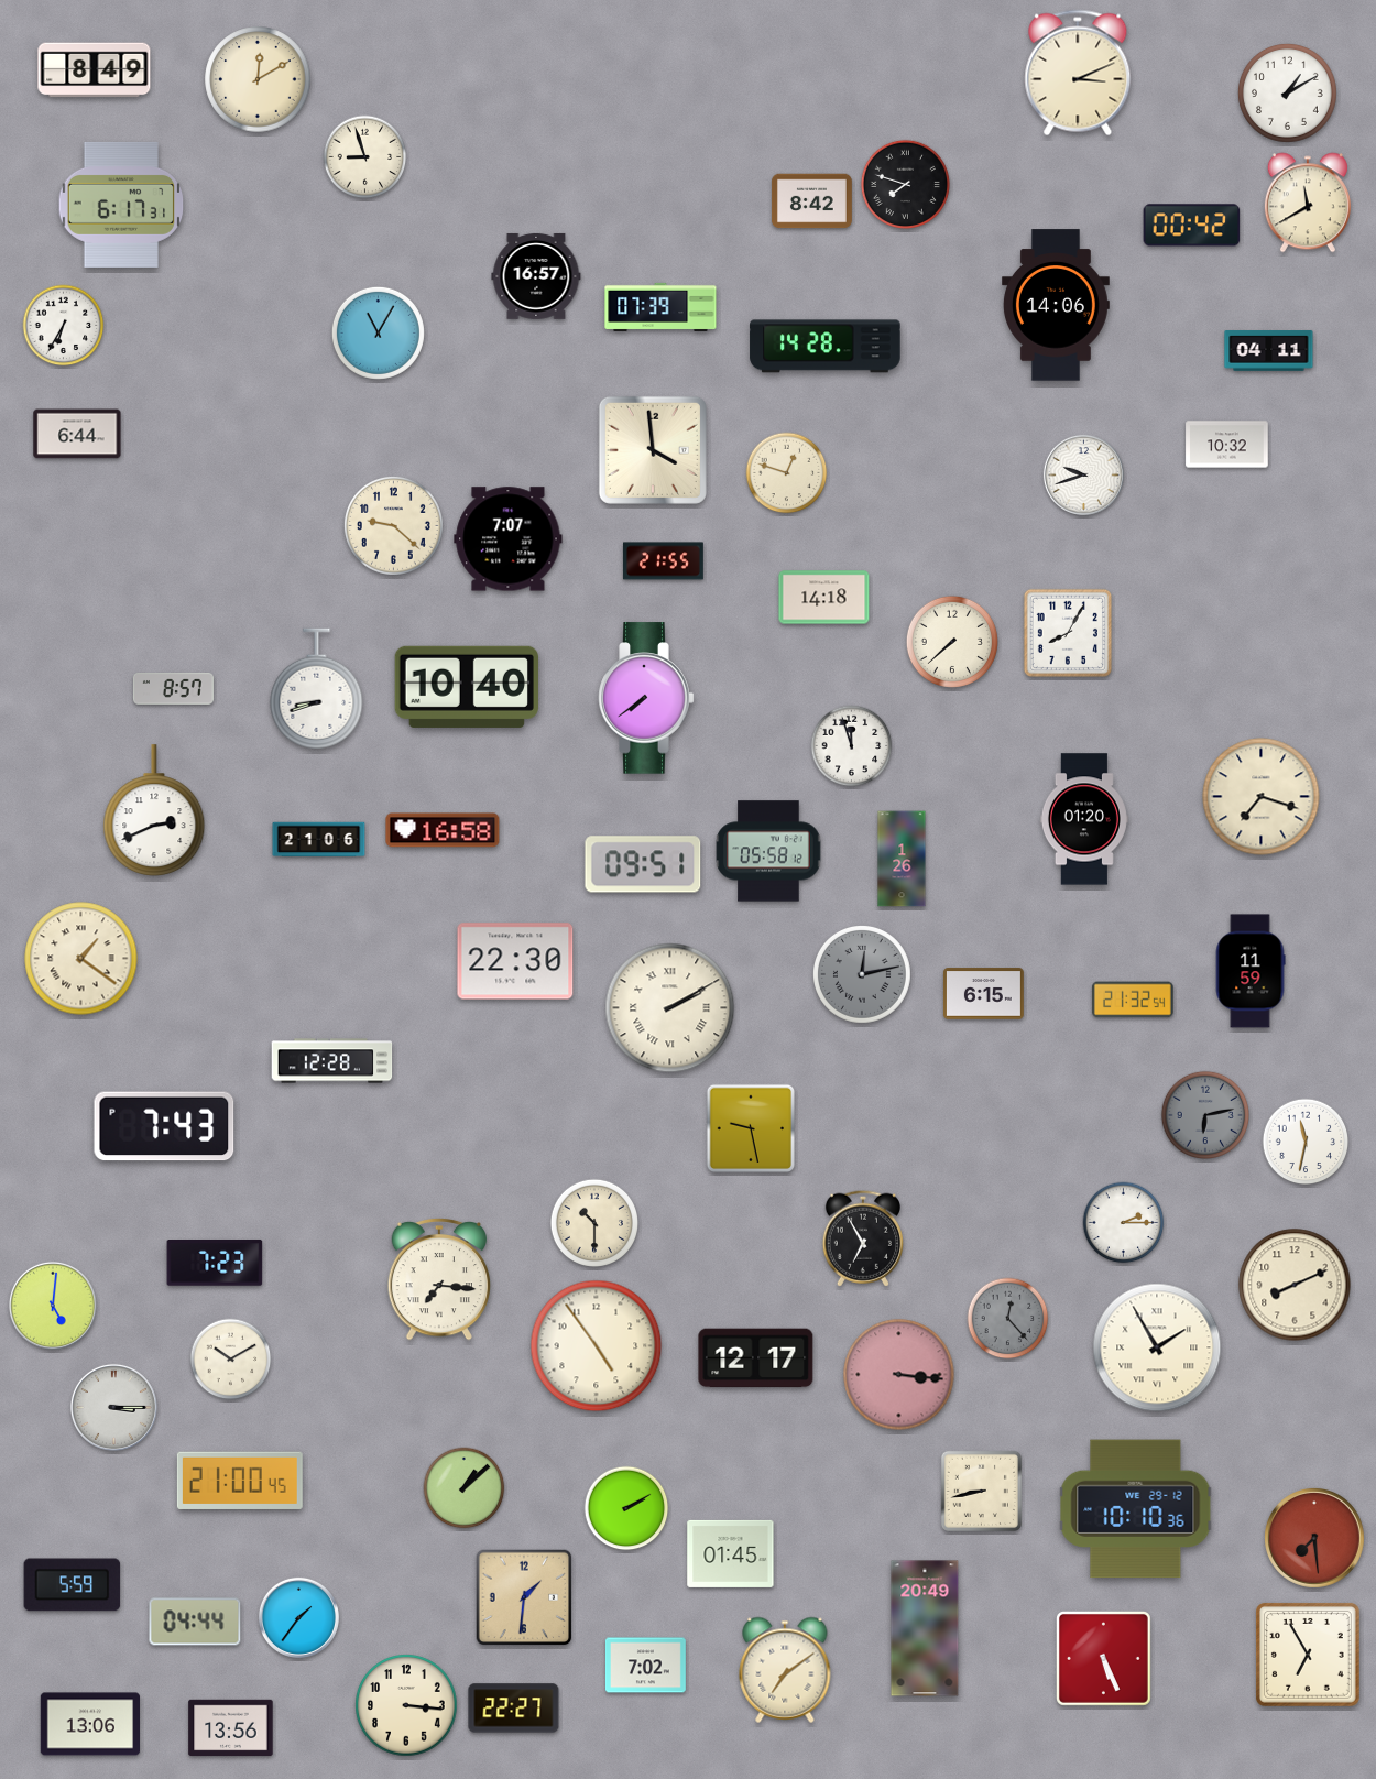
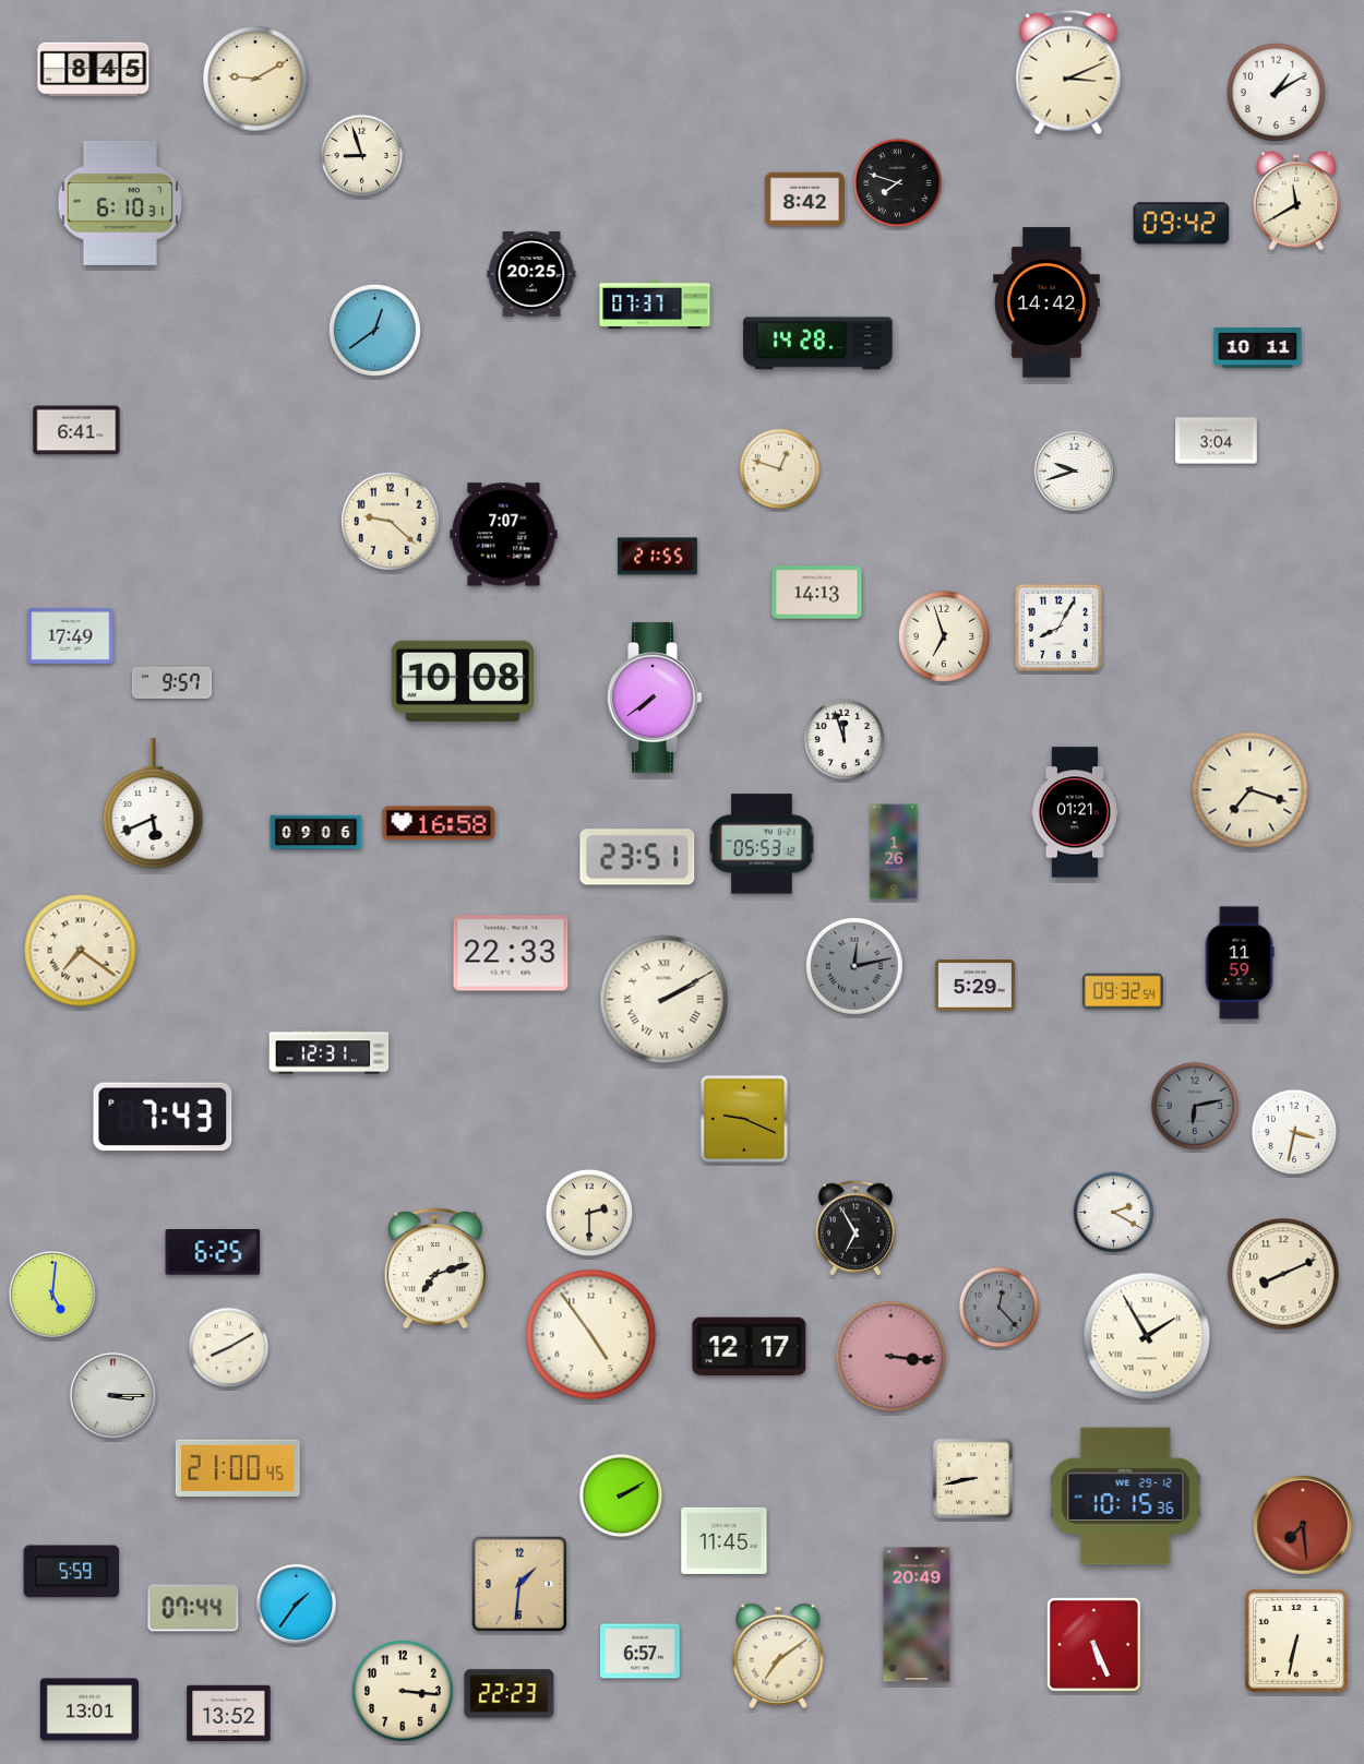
clock at (95, 70): 8:49 -> 8:45
clock at (258, 79): 12:10 -> 9:10
clock at (121, 205): 6:17 -> 6:10
clock at (1192, 226): 00:42 -> 09:42
clock at (536, 276): 16:57 -> 20:25
clock at (1056, 305): 14:06 -> 14:42
clock at (660, 306): 07:39 -> 07:37
clock at (64, 326): 6:35 -> none
clock at (378, 332): 11:05 -> 12:39
clock at (1269, 351): 04:11 -> 10:11
clock at (77, 434): 6:44 -> 6:41
clock at (1227, 445): 10:32 -> 3:04
clock at (653, 450): 3:59 -> none
clock at (824, 598): 14:18 -> 14:13
clock at (71, 635): none -> 17:49
clock at (952, 642): 7:38 -> 6:57
clock at (466, 687): 10:40 -> 10:08
clock at (173, 689): 8:57 -> 9:57
clock at (317, 689): 8:42 -> none
clock at (646, 698) position: (646, 698) -> (655, 698)
clock at (154, 810): 2:41 -> 5:41
clock at (1084, 819): 01:20 -> 01:21
clock at (319, 840): 21:06 -> 09:06
clock at (768, 851): 05:58 -> 05:53
clock at (643, 864): 09:51 -> 23:51
clock at (81, 959): 1:21 -> 7:21
clock at (515, 961): 22:30 -> 22:33
clock at (983, 994): 6:15 -> 5:29
clock at (1133, 1000): 21:32 -> 09:32
clock at (332, 1061): 12:28 -> 12:31
clock at (750, 1127): 9:28 -> 9:19
clock at (1306, 1142): 11:32 -> 3:32
clock at (594, 1223): 10:30 -> 2:30
clock at (1124, 1223): 2:15 -> 2:20
clock at (215, 1263): 7:23 -> 6:25
clock at (438, 1279): 7:16 -> 7:12
clock at (231, 1360): 10:10 -> 8:10
clock at (899, 1375) position: (899, 1375) -> (892, 1357)
clock at (465, 1488): 1:08 -> none
clock at (1136, 1509): 10:10 -> 10:15
clock at (731, 1553): 01:45 -> 11:45
clock at (195, 1622): 04:44 -> 07:44
clock at (1308, 1655): 6:55 -> 6:32
clock at (645, 1666): 7:02 -> 6:57
clock at (514, 1709): 22:27 -> 22:23
clock at (89, 1724): 13:06 -> 13:01
clock at (231, 1728): 13:56 -> 13:52
